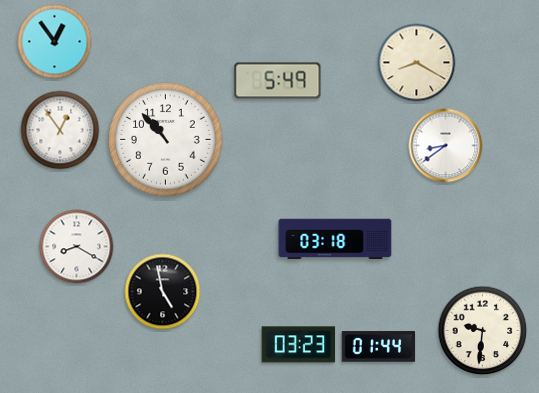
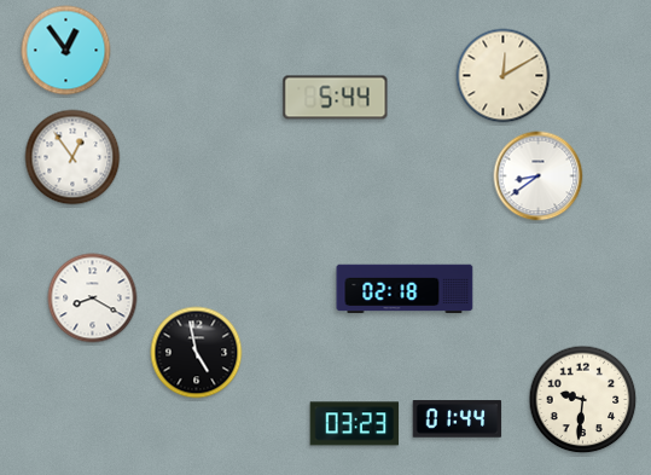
clock at (417, 63): 8:20 -> 12:10
clock at (278, 81): 5:49 -> 5:44
clock at (166, 140): 10:53 -> none
clock at (335, 239): 03:18 -> 02:18
clock at (299, 345) position: (299, 345) -> (355, 424)
